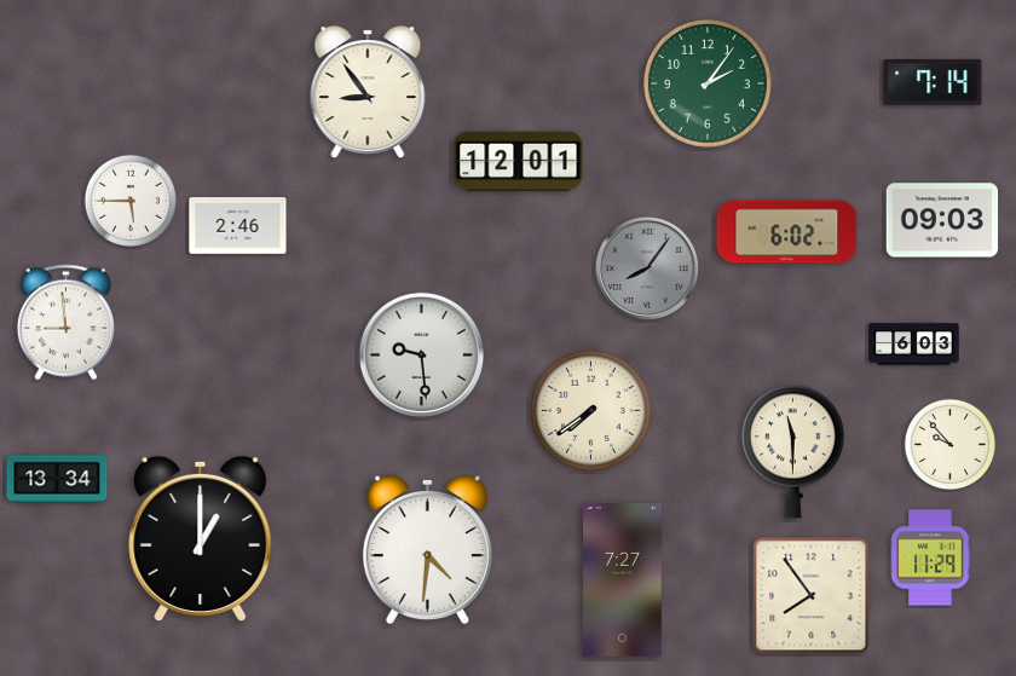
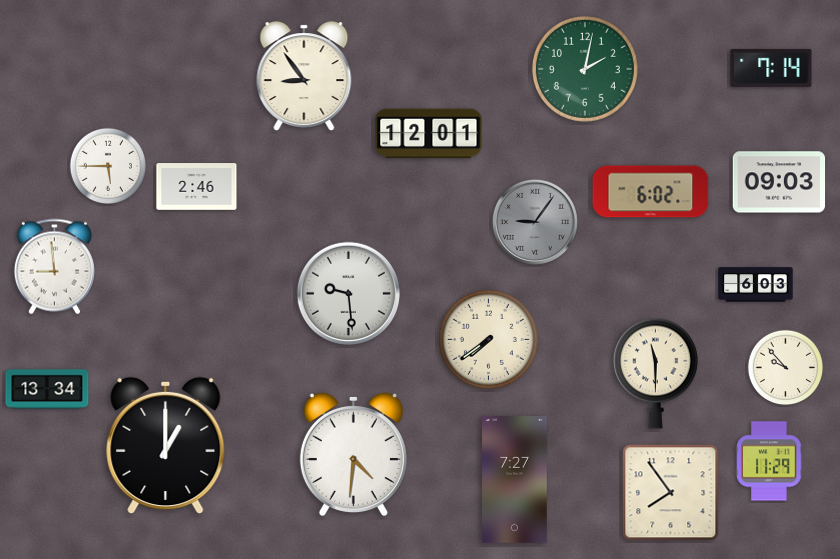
clock at (708, 83): 2:06 -> 2:02
clock at (647, 268): 8:06 -> 9:06
clock at (57, 479) position: (57, 479) -> (47, 389)
